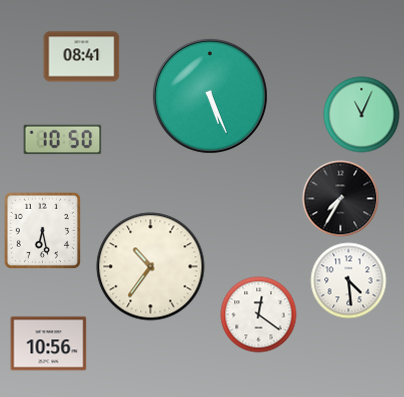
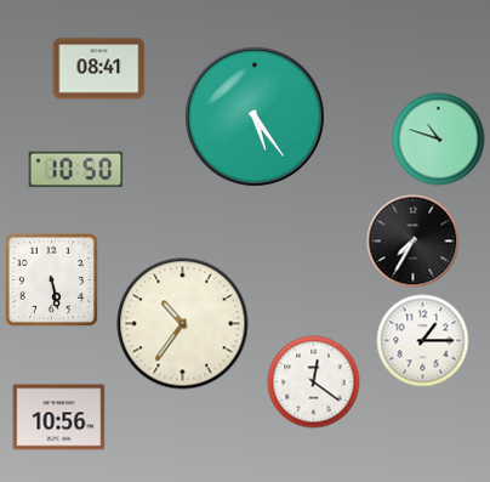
clock at (210, 96): 5:26 -> 5:24
clock at (362, 115): 11:04 -> 10:48
clock at (42, 230): 6:28 -> 5:28
clock at (349, 281): 4:29 -> 1:15
